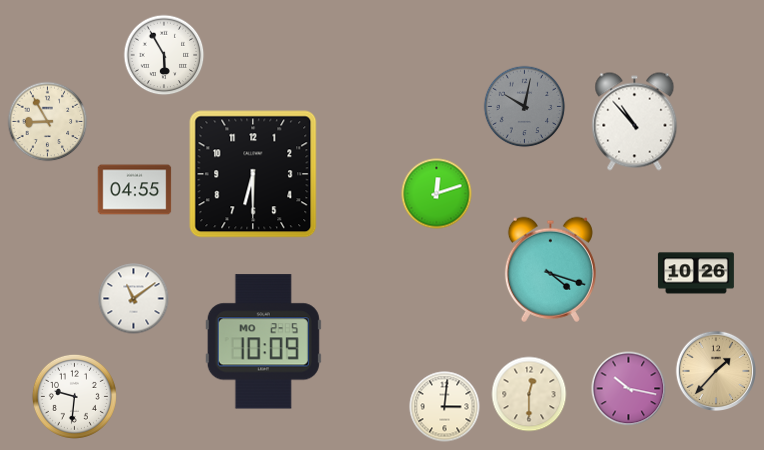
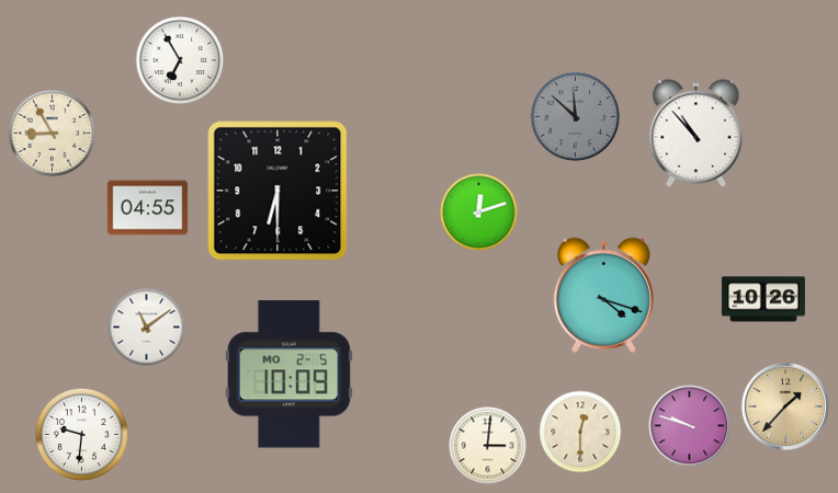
clock at (164, 55): 5:55 -> 6:55
clock at (525, 107): 10:02 -> 11:52
clock at (629, 389): 10:17 -> 9:48
